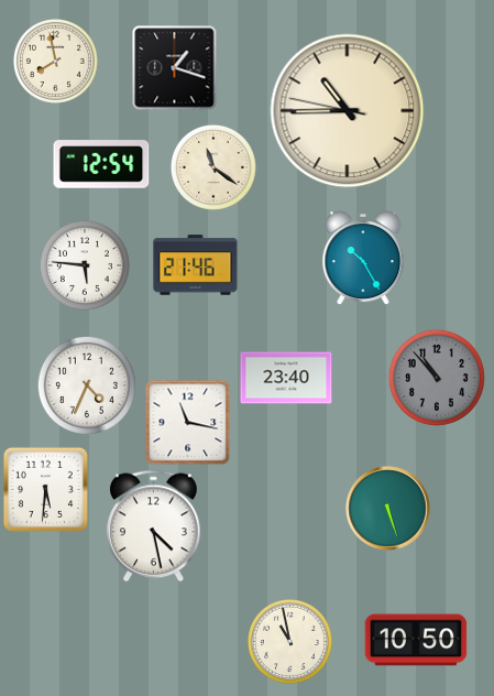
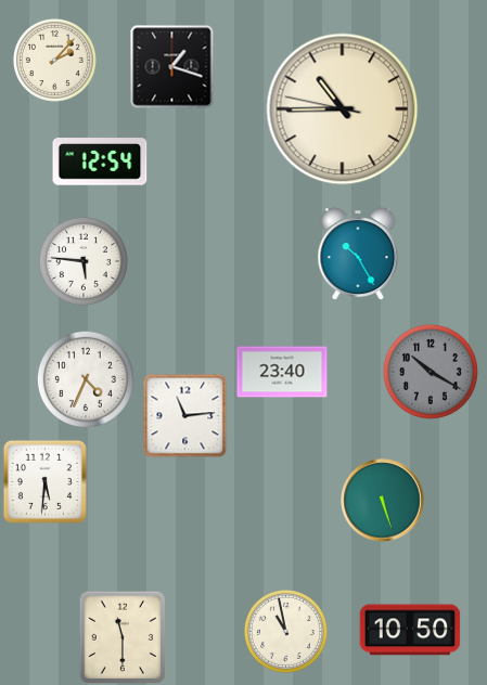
clock at (55, 61): 7:58 -> 2:07
clock at (213, 167): 11:21 -> none
clock at (196, 265): 21:46 -> none
clock at (437, 378): 10:53 -> 10:20
clock at (187, 422): 11:17 -> 11:14
clock at (154, 526): 4:28 -> none
clock at (123, 637): none -> 11:30
